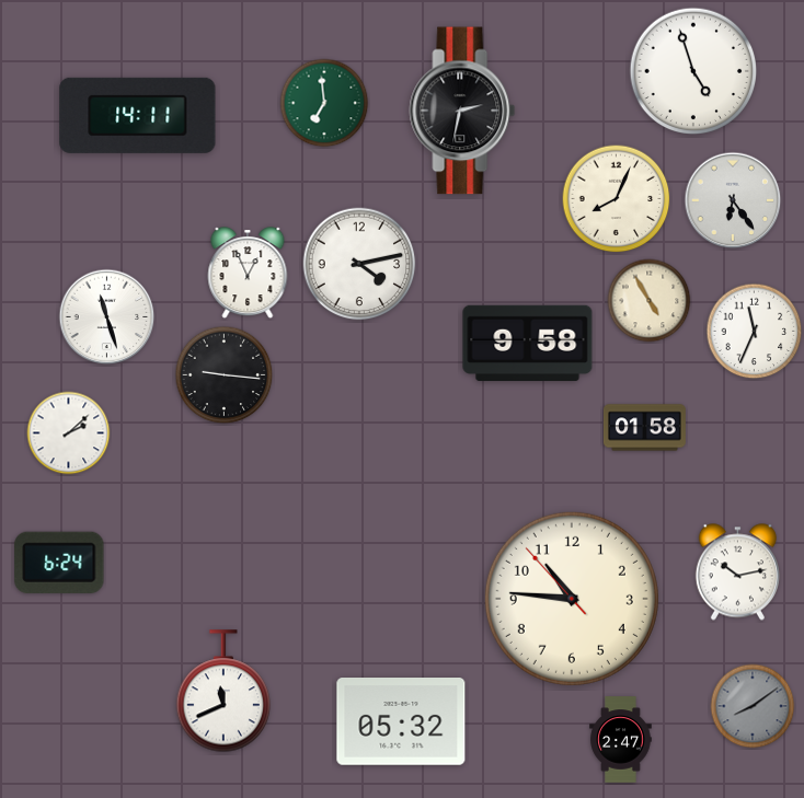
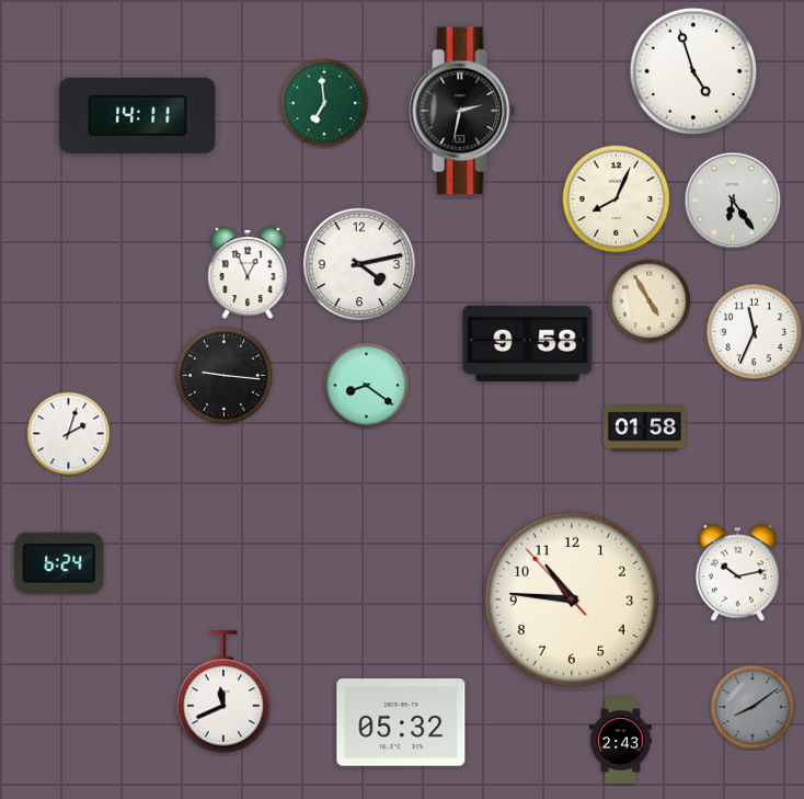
clock at (107, 317): 11:27 -> none
clock at (367, 386): none -> 8:21
clock at (69, 433): 2:08 -> 2:03
clock at (621, 740): 2:47 -> 2:43
